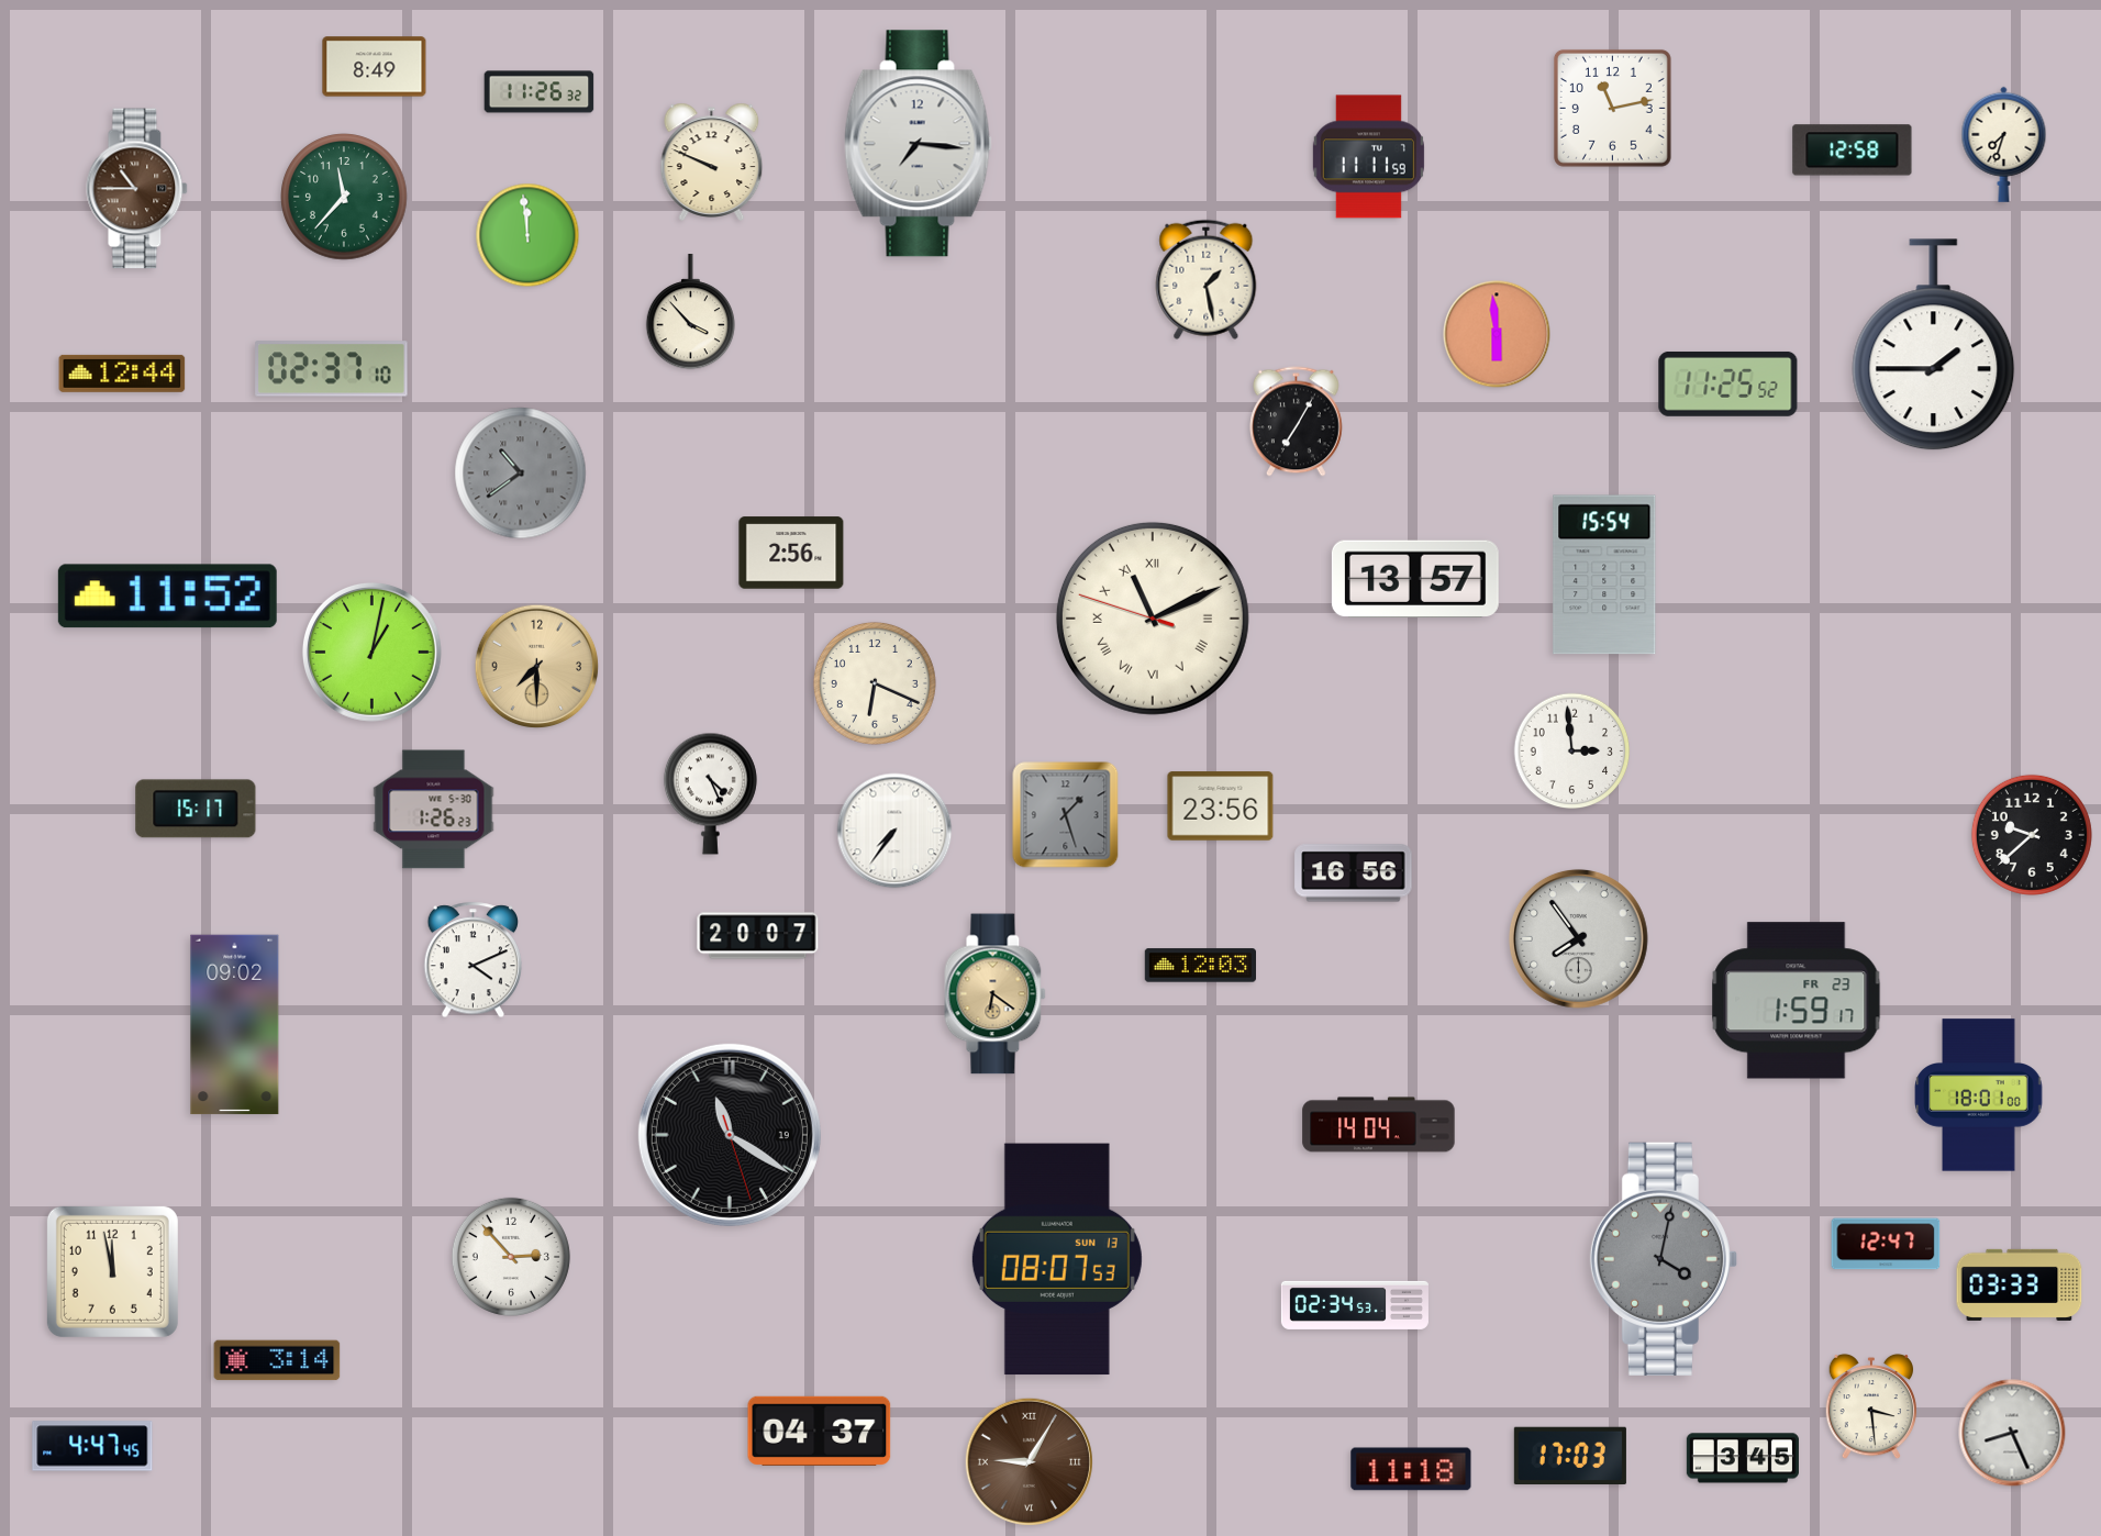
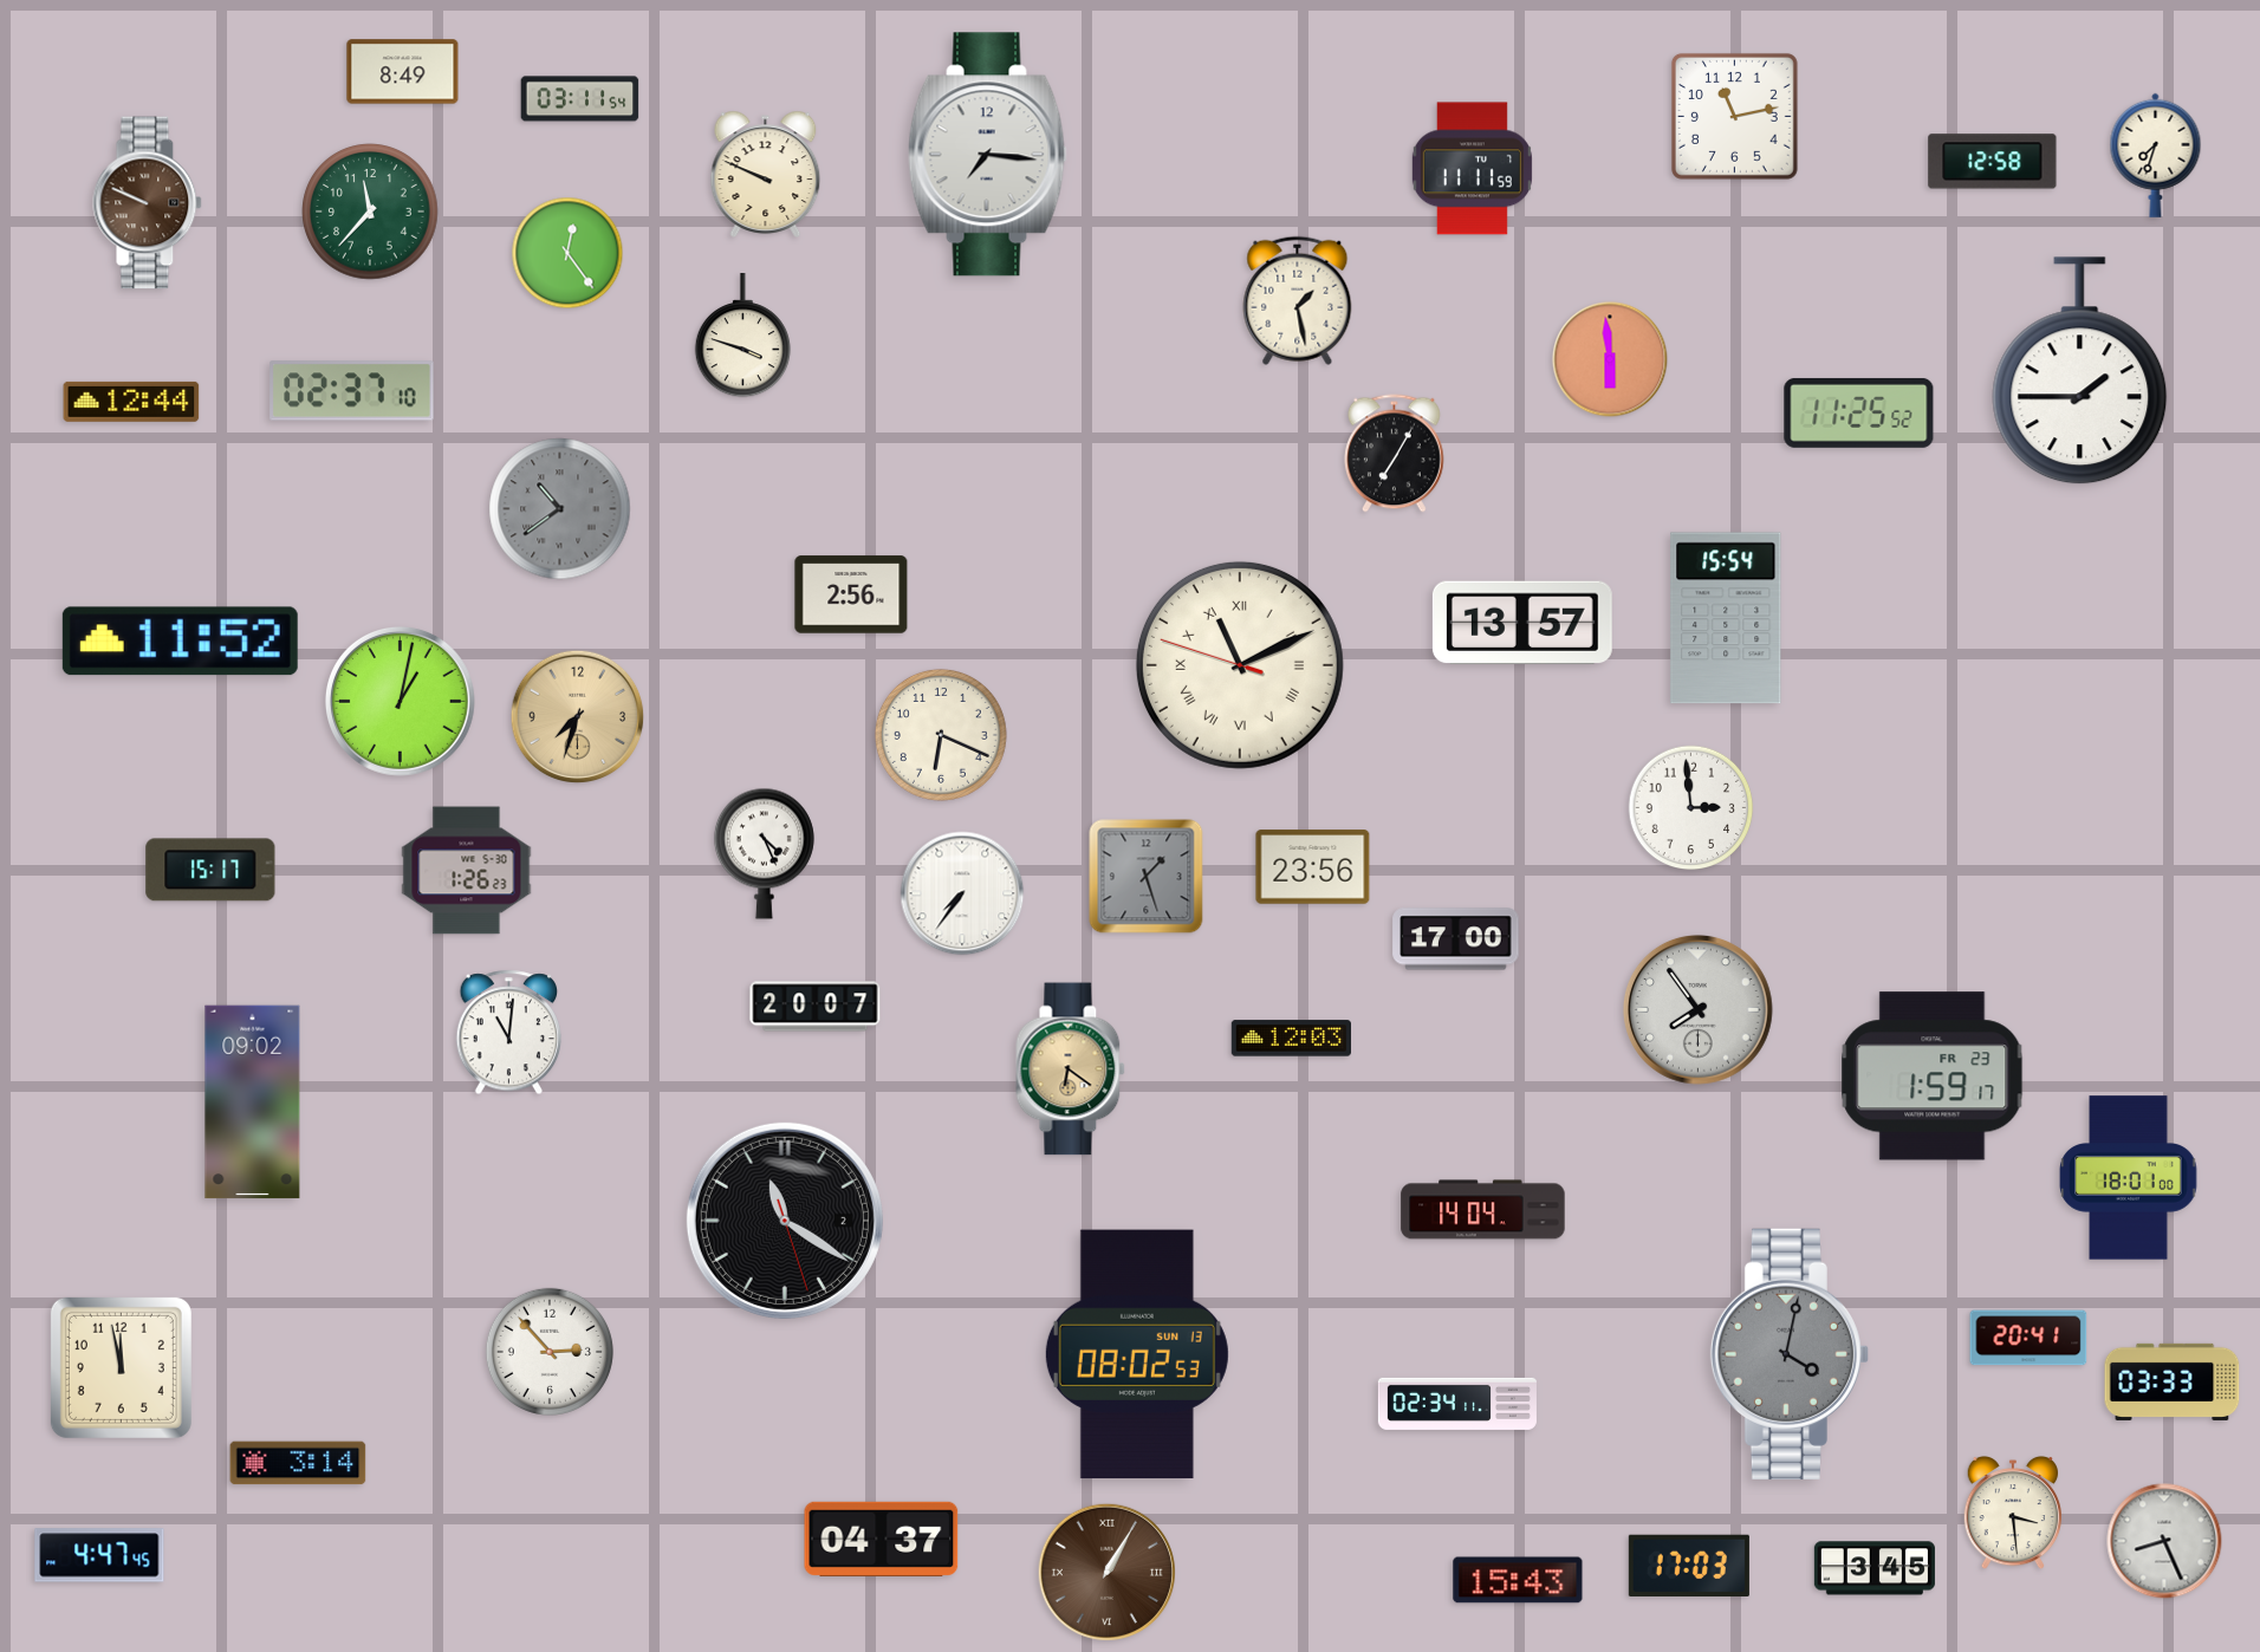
clock at (540, 92): 11:26 -> 03:11
clock at (137, 189): 10:45 -> 9:49
clock at (527, 235): 11:59 -> 12:24
clock at (690, 313): 3:53 -> 3:48
clock at (332, 369) position: (332, 369) -> (352, 391)
clock at (537, 667): 7:30 -> 7:33
clock at (2032, 835): 9:38 -> none
clock at (1354, 873): 16:56 -> 17:00
clock at (474, 960): 4:11 -> 11:01
clock at (730, 1135) date: 19 -> 2
clock at (1886, 1244): 12:47 -> 20:41
clock at (1057, 1259): 08:07 -> 08:02
clock at (1355, 1305): 02:34:53 -> 02:34:11
clock at (1029, 1461): 9:05 -> 1:05
clock at (1411, 1469): 11:18 -> 15:43
